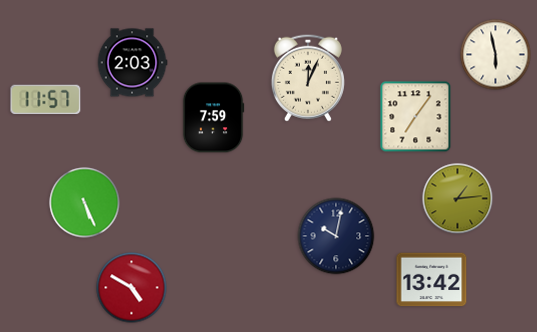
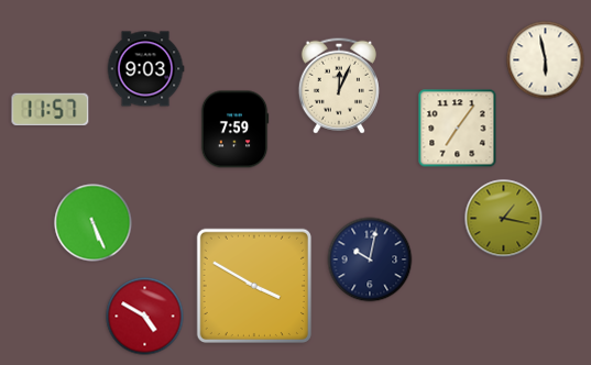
clock at (132, 63): 2:03 -> 9:03
clock at (458, 199): 1:14 -> 1:17
clock at (254, 286): none -> 3:50
clock at (432, 280): 13:42 -> none
